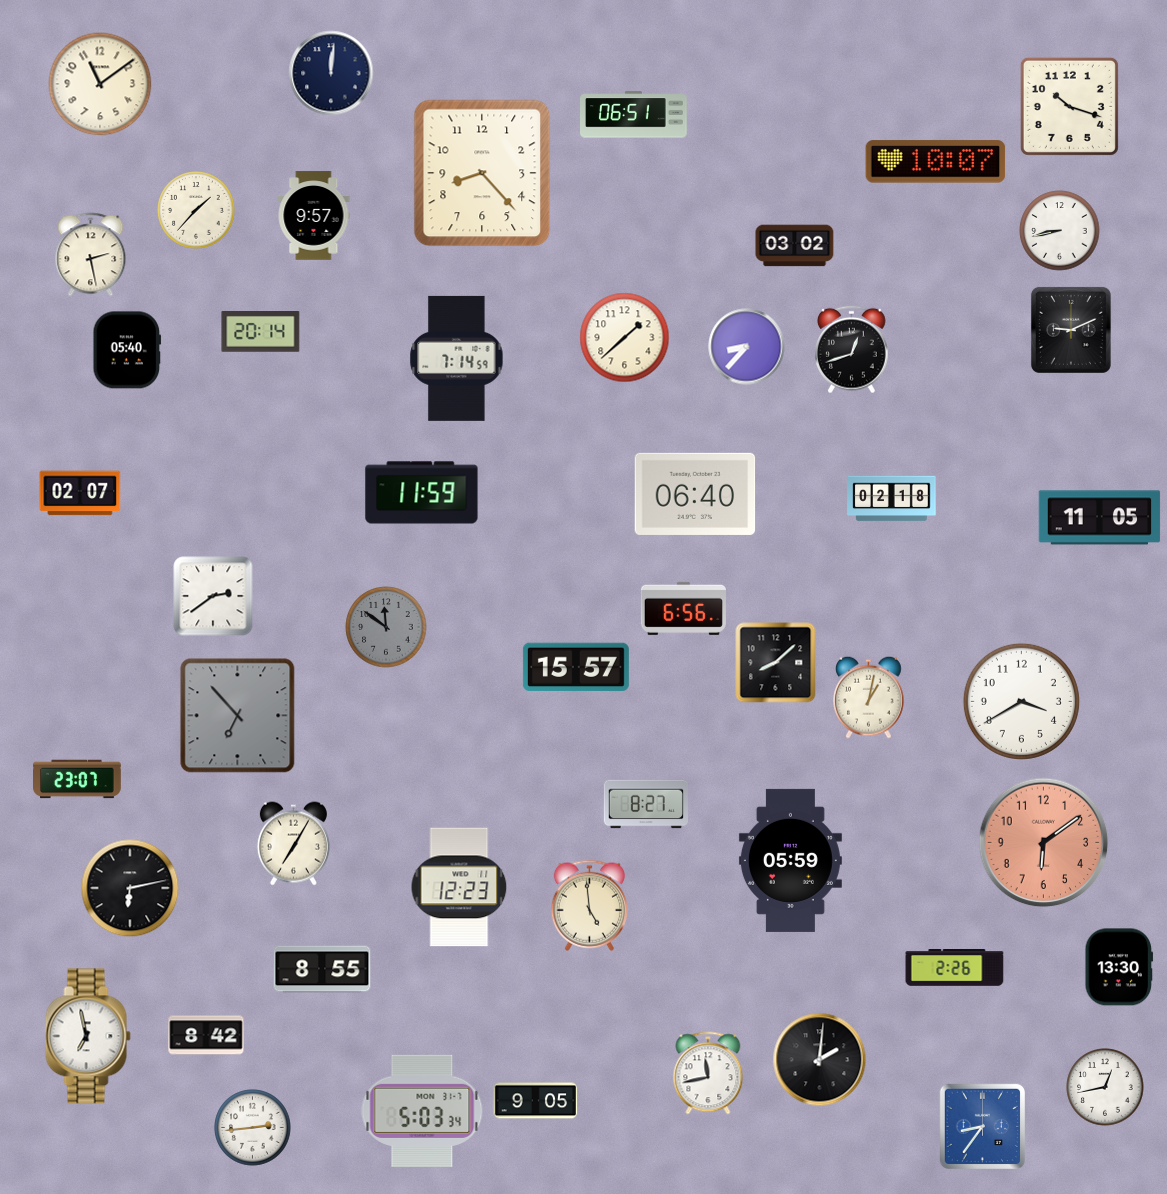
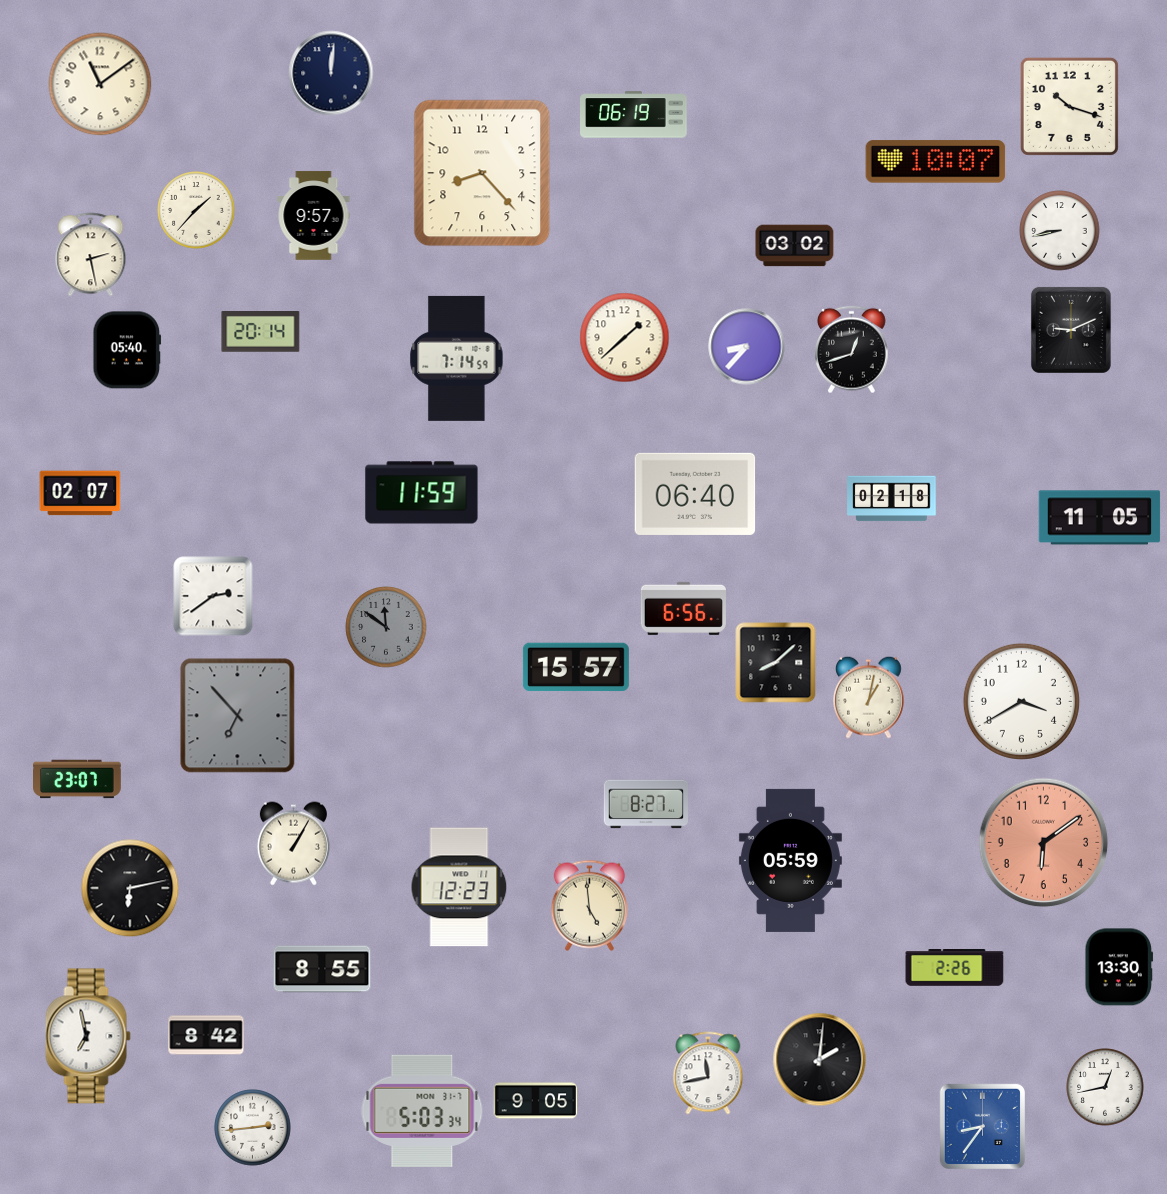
clock at (634, 115): 06:51 -> 06:19
clock at (293, 844): 7:05 -> 1:05
